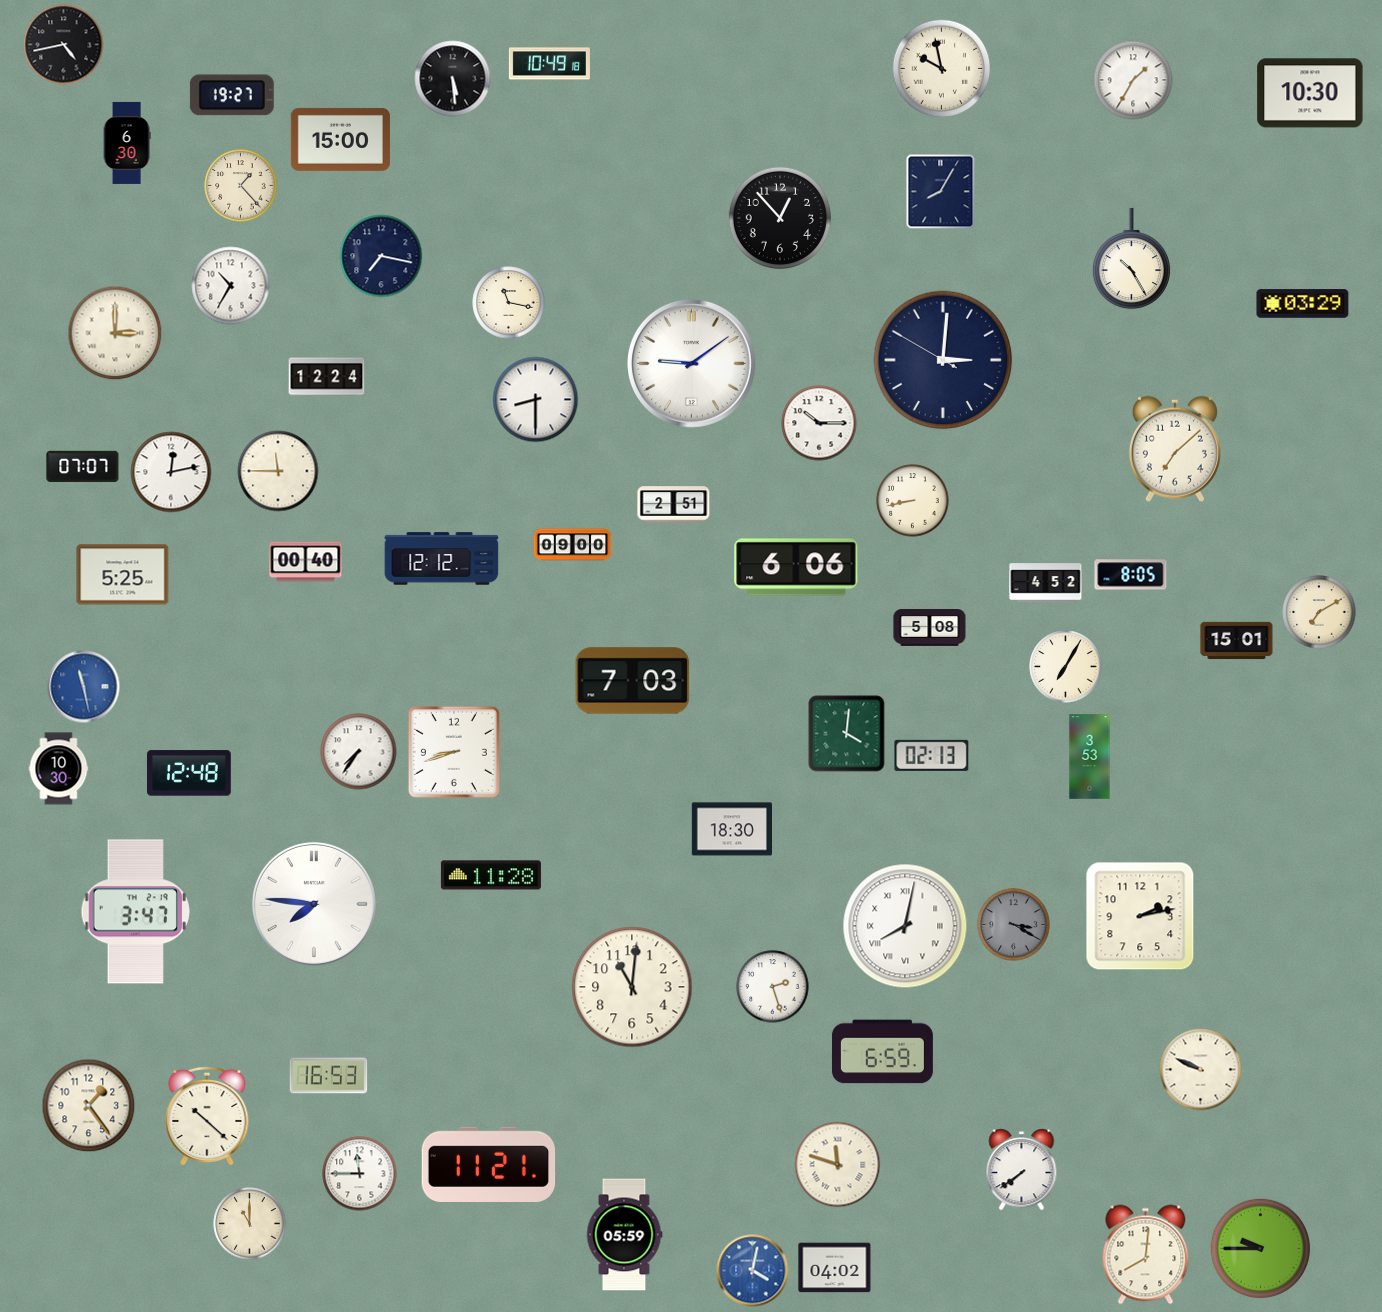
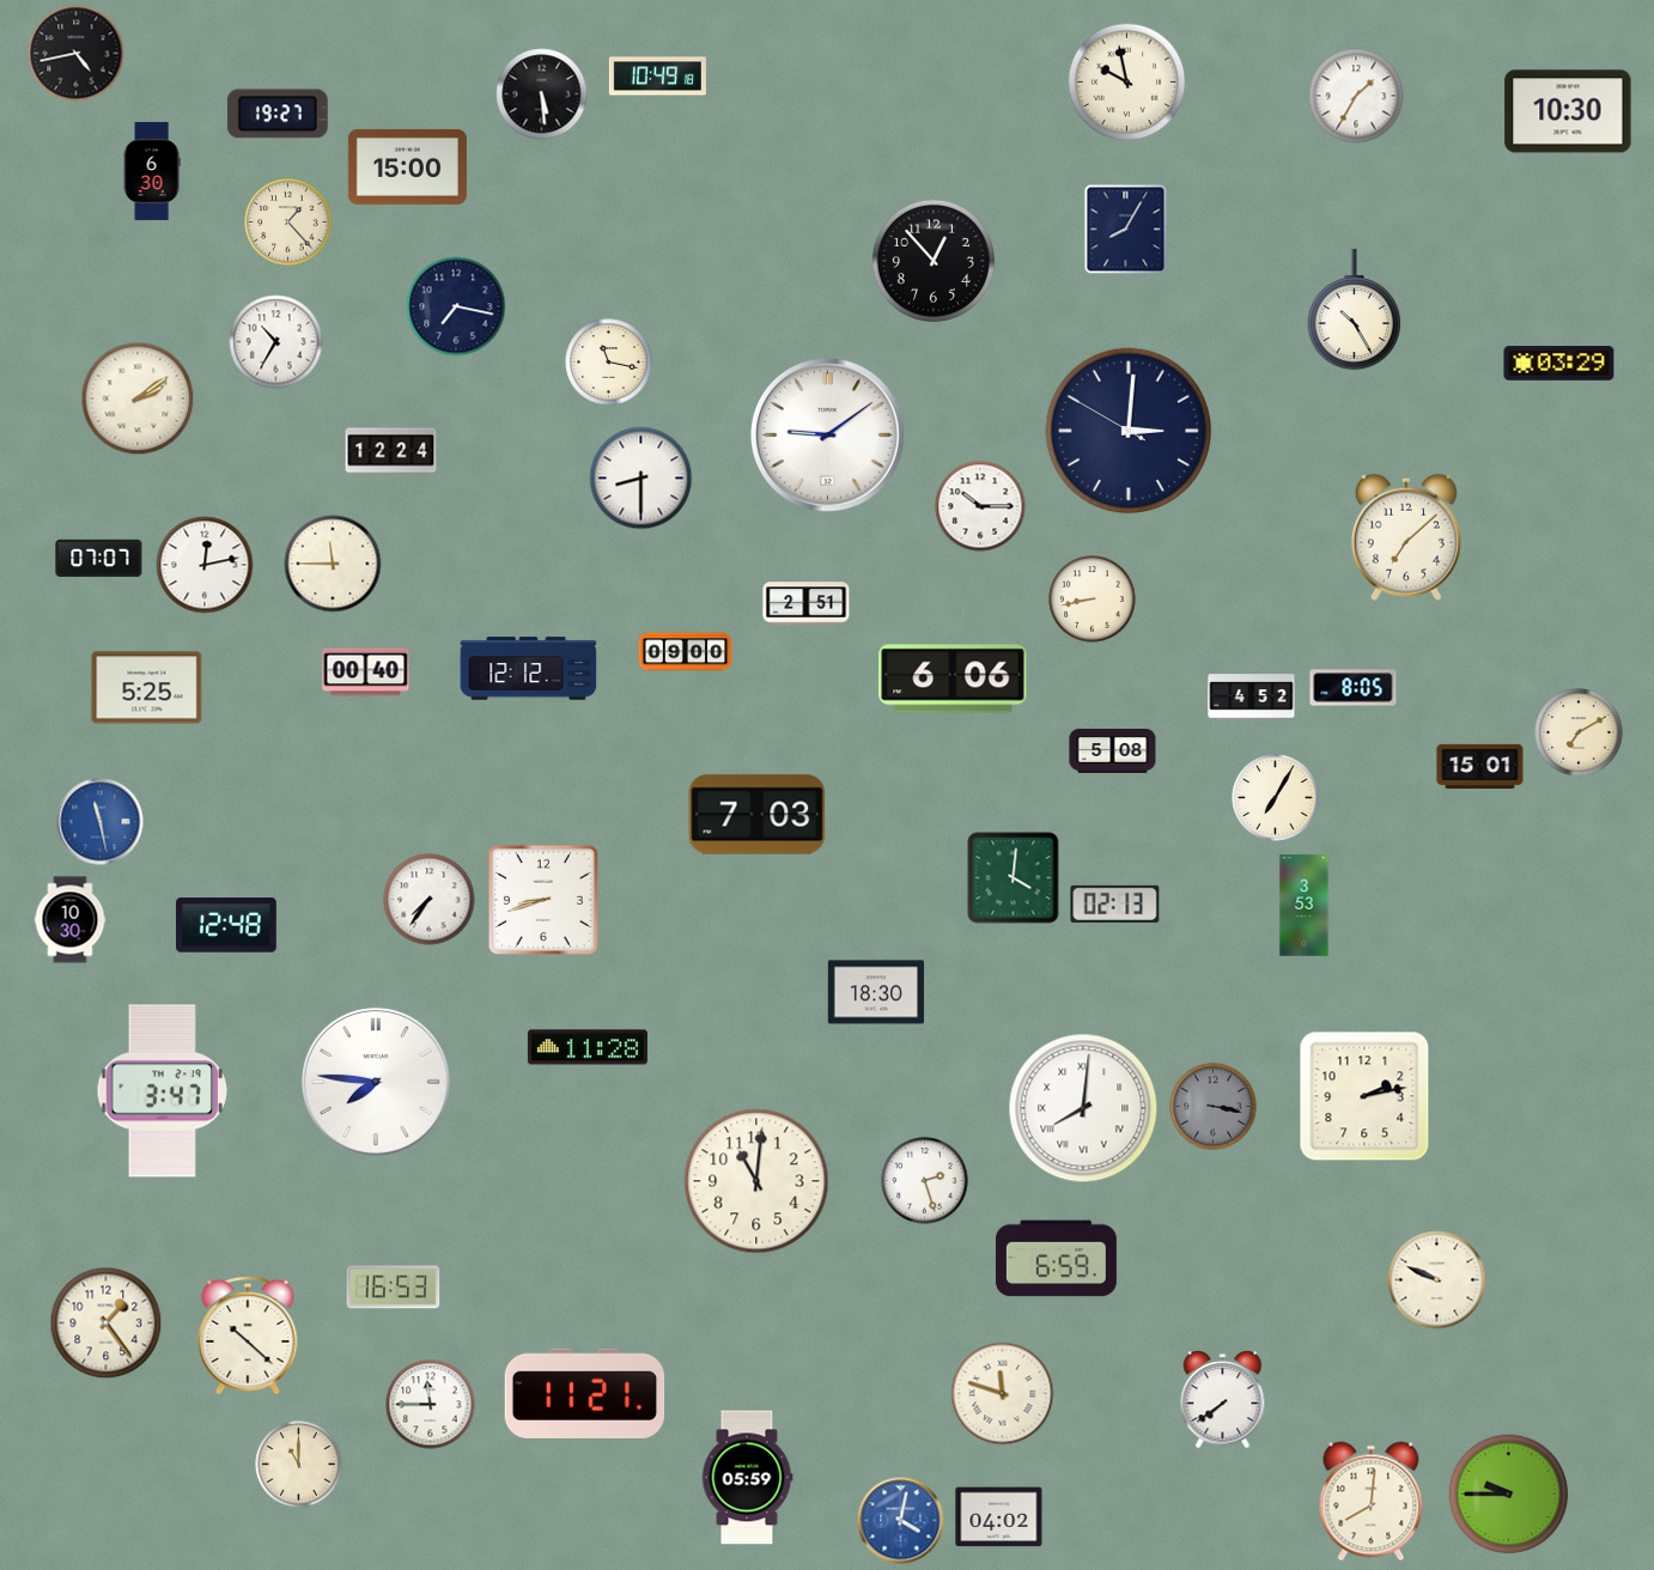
clock at (115, 333): 3:00 -> 2:09
clock at (1014, 925): 3:20 -> 3:17
clock at (905, 926): 8:02 -> 8:01
